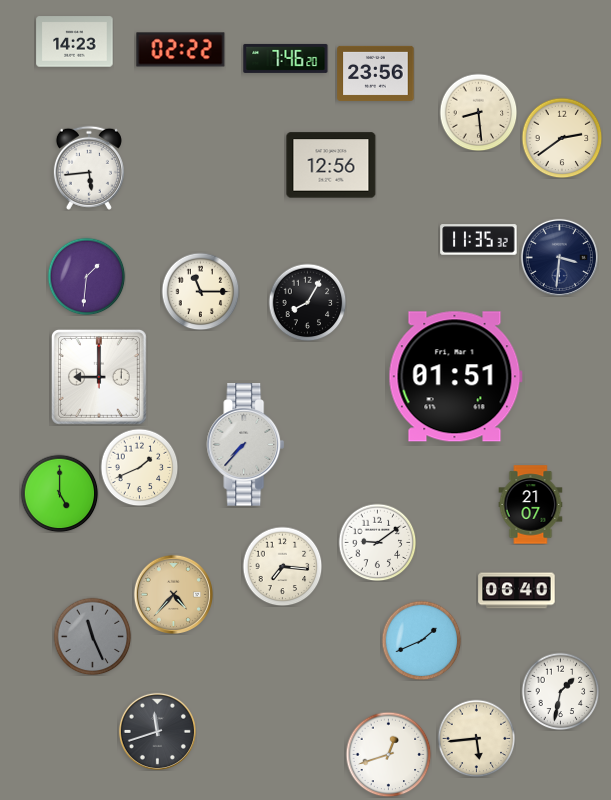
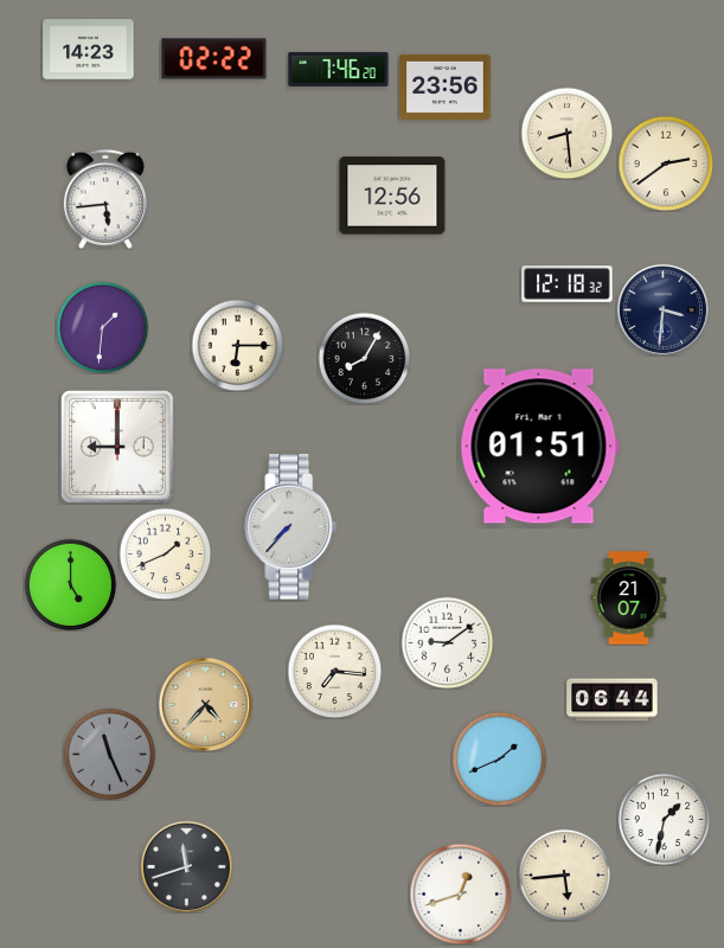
clock at (479, 240): 11:35 -> 12:18
clock at (559, 257) position: (559, 257) -> (662, 309)
clock at (200, 291): 11:15 -> 6:15
clock at (517, 591): 06:40 -> 06:44
